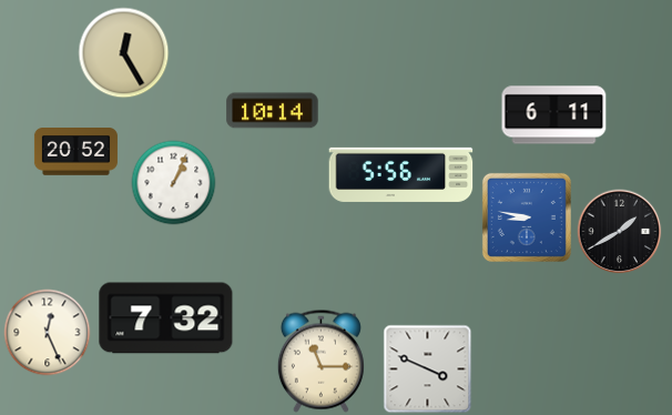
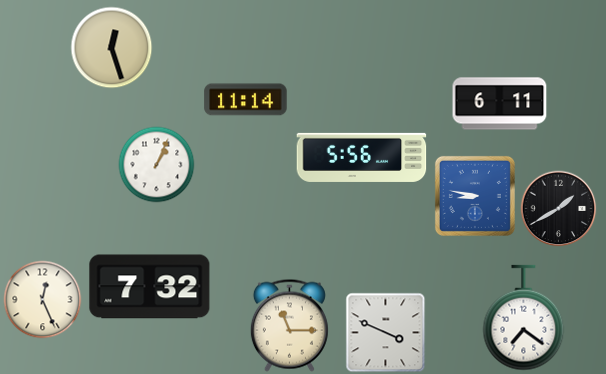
clock at (124, 53): 12:25 -> 12:27
clock at (273, 111): 10:14 -> 11:14
clock at (75, 152): 20:52 -> none
clock at (524, 318): none -> 7:21
